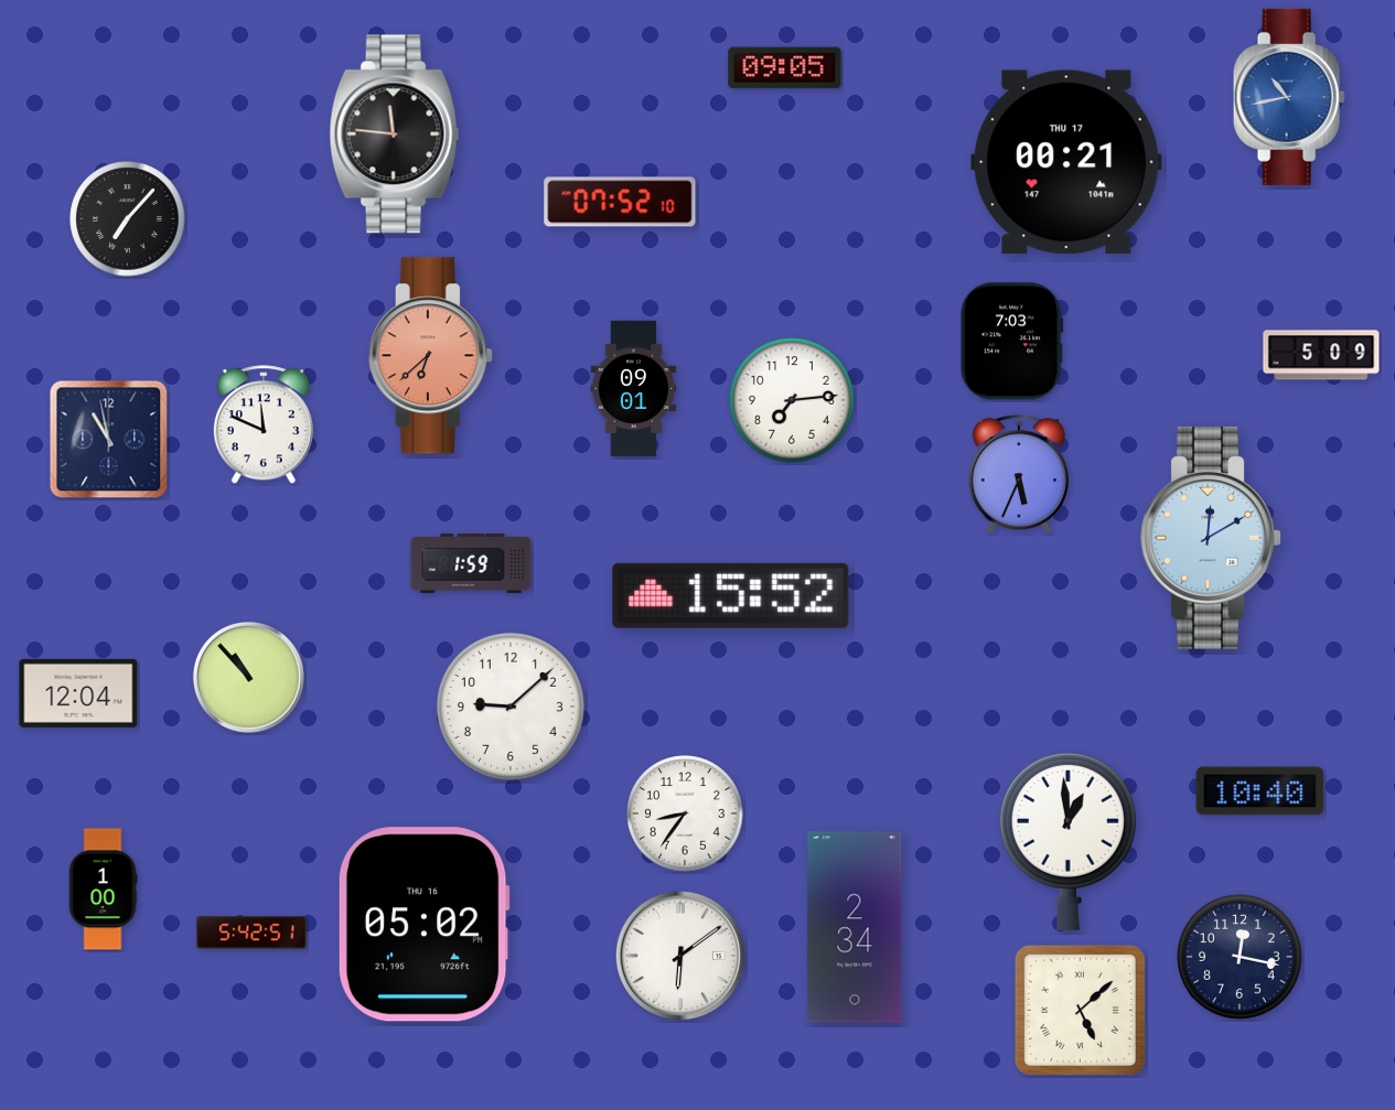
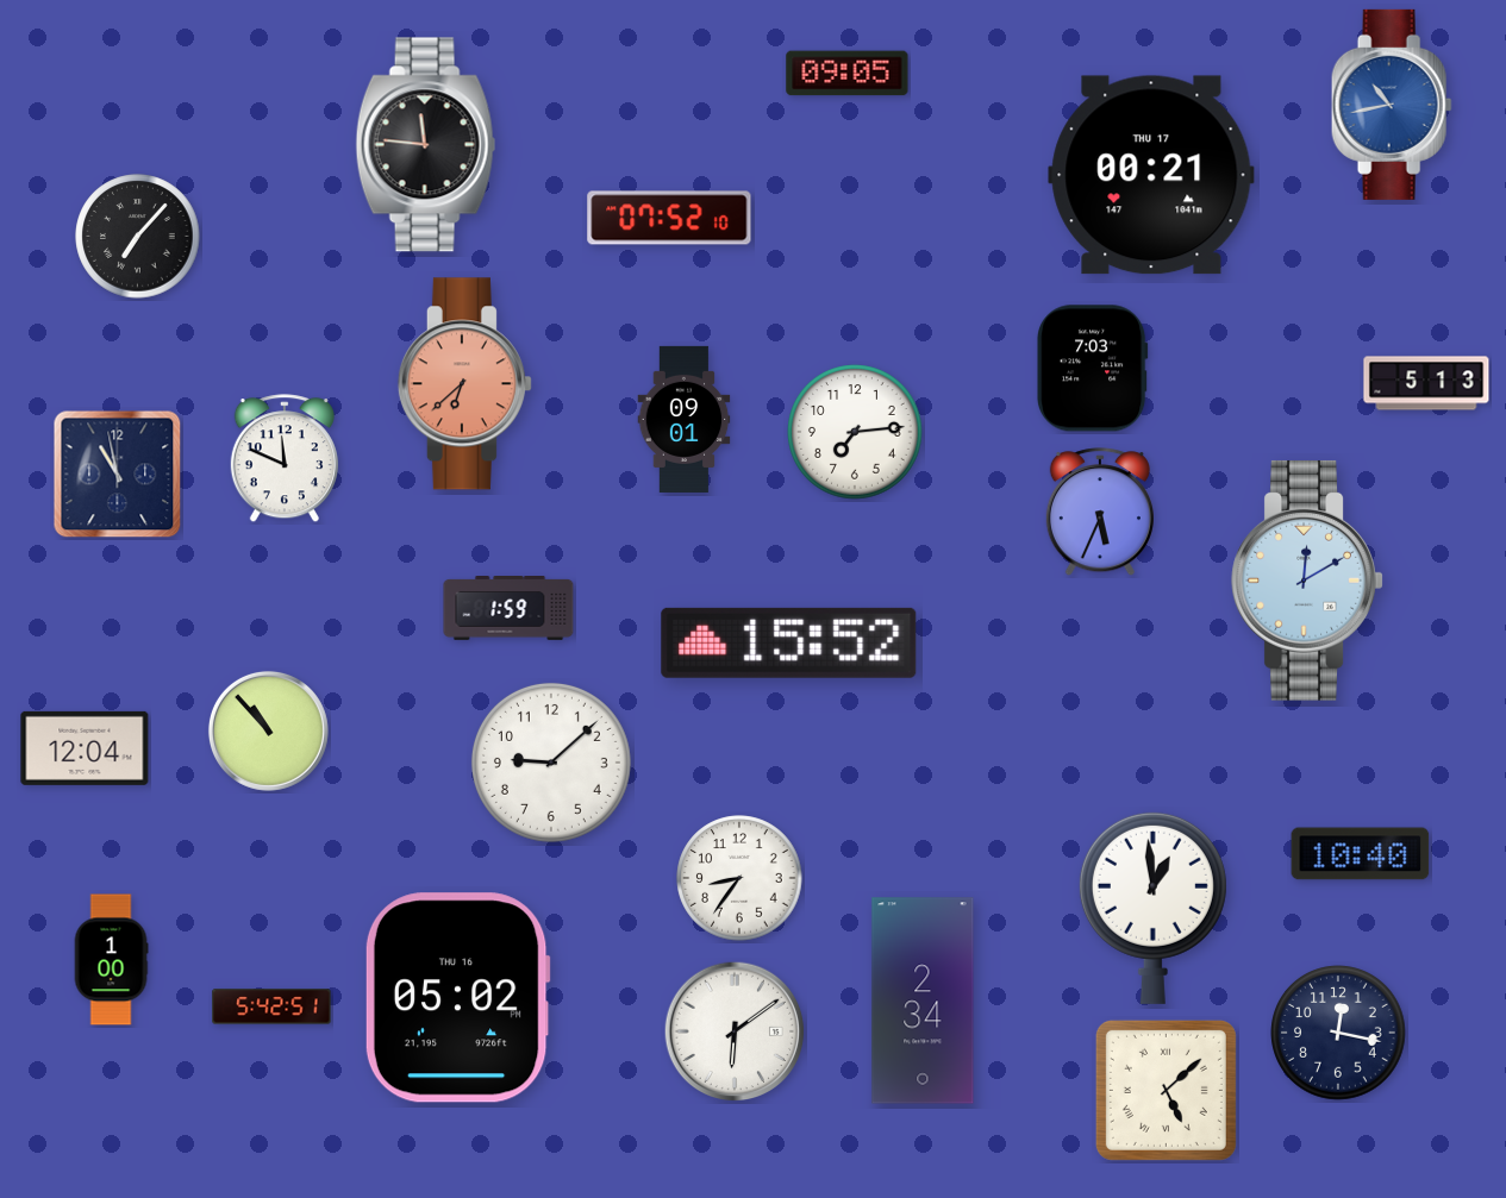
clock at (1321, 355): 5:09 -> 5:13
